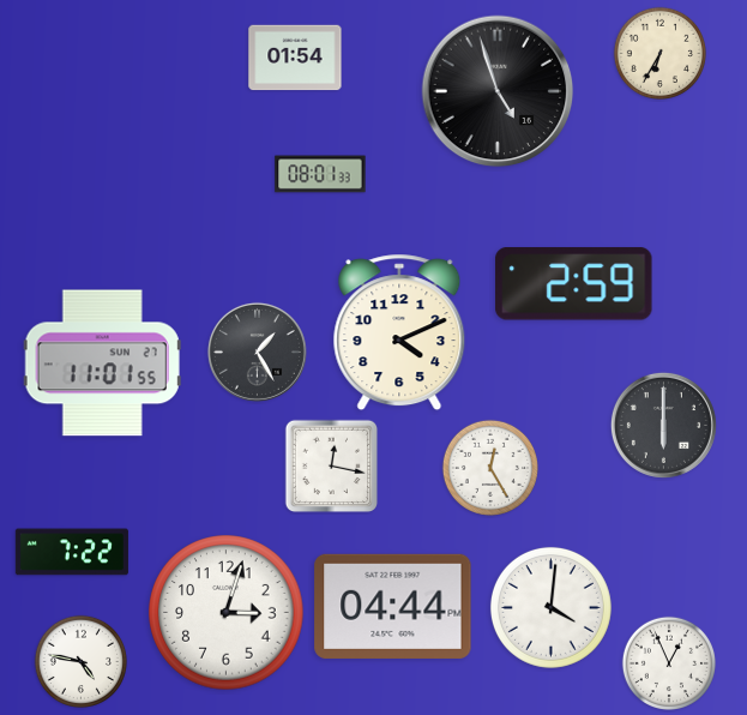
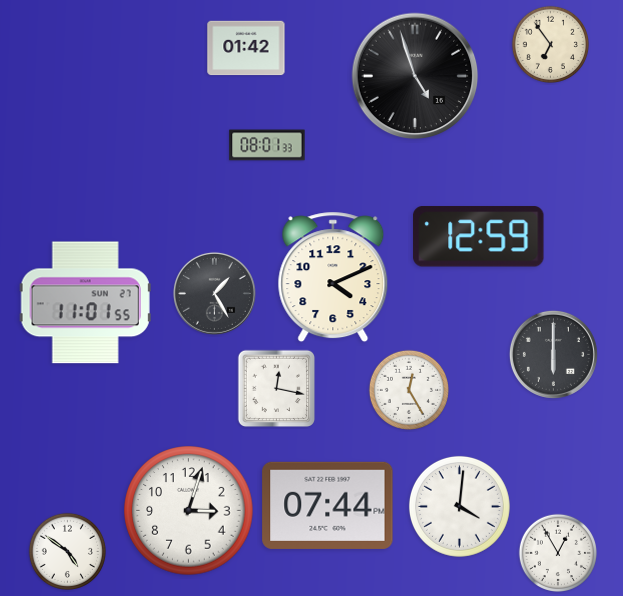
clock at (659, 53): 6:35 -> 6:54
clock at (295, 58): 01:54 -> 01:42
clock at (574, 284): 2:59 -> 12:59
clock at (72, 552): 7:22 -> none
clock at (393, 606): 04:44 -> 07:44
clock at (80, 661): 4:47 -> 4:51
clock at (668, 662): 12:56 -> 12:55
